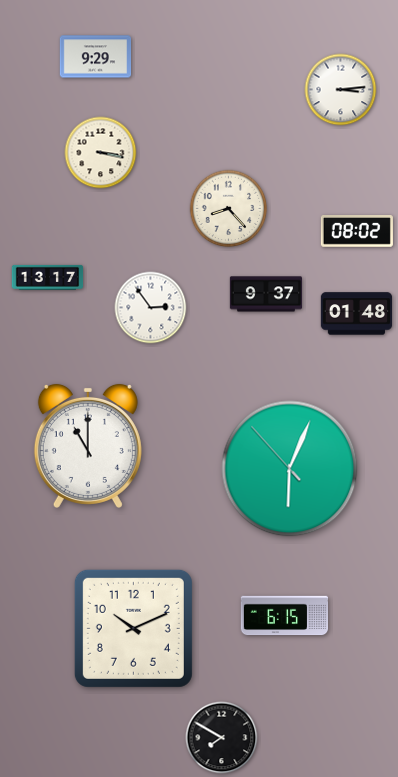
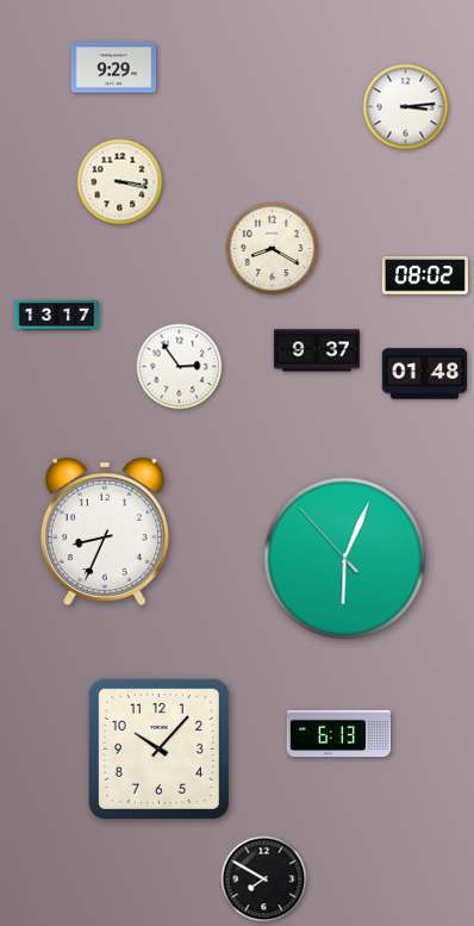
clock at (229, 209): 8:23 -> 8:20
clock at (48, 277) position: (48, 277) -> (57, 315)
clock at (88, 446): 11:00 -> 8:34
clock at (285, 616): 6:15 -> 6:13
clock at (133, 628): 10:11 -> 10:07
